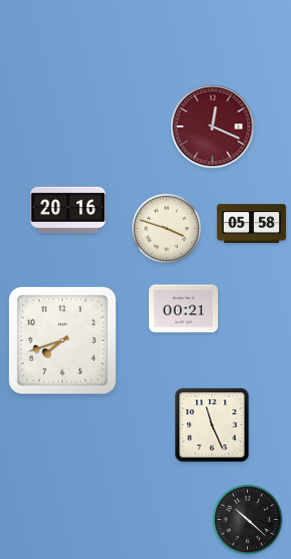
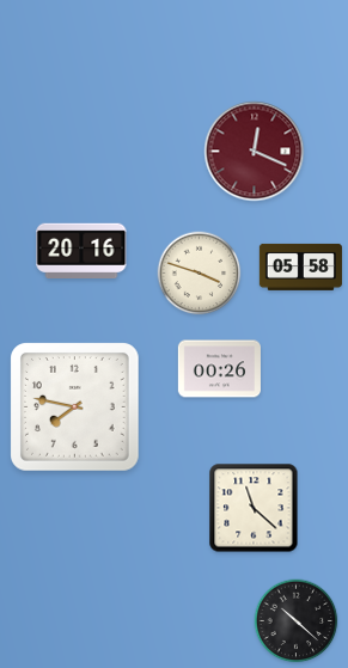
clock at (183, 309): 00:21 -> 00:26
clock at (63, 341): 7:42 -> 7:47
clock at (212, 425): 11:26 -> 11:22
